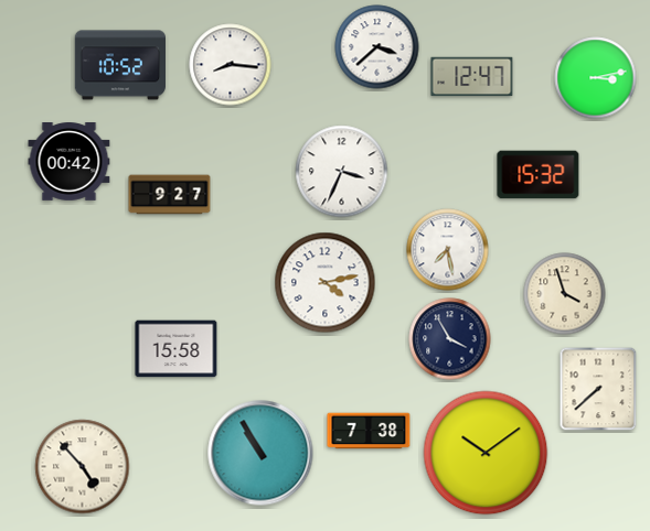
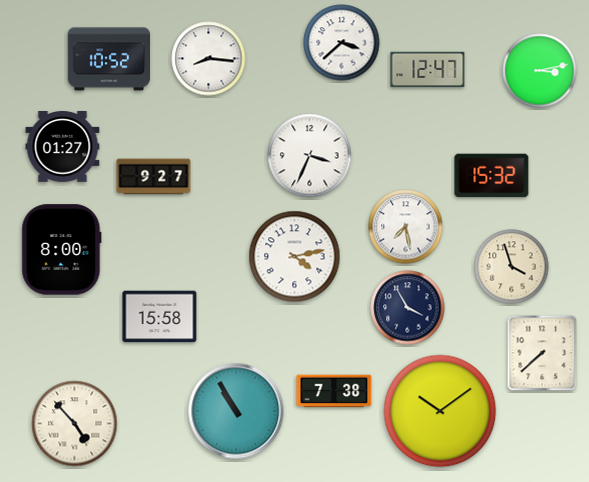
clock at (70, 162): 00:42 -> 01:27
clock at (539, 175) position: (539, 175) -> (492, 176)
clock at (62, 250): none -> 8:00
